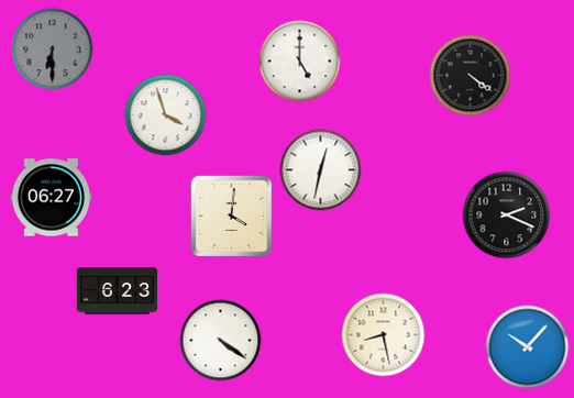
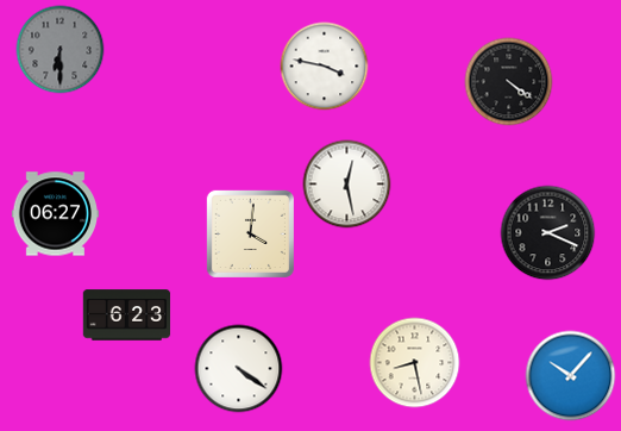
clock at (53, 49) position: (53, 49) -> (61, 50)
clock at (300, 62): 5:00 -> 3:47
clock at (166, 115): 3:57 -> none
clock at (321, 170): 12:32 -> 12:28
